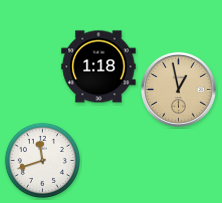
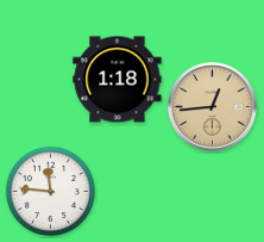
clock at (179, 90): 12:58 -> 12:44
clock at (42, 160): 11:42 -> 11:46
